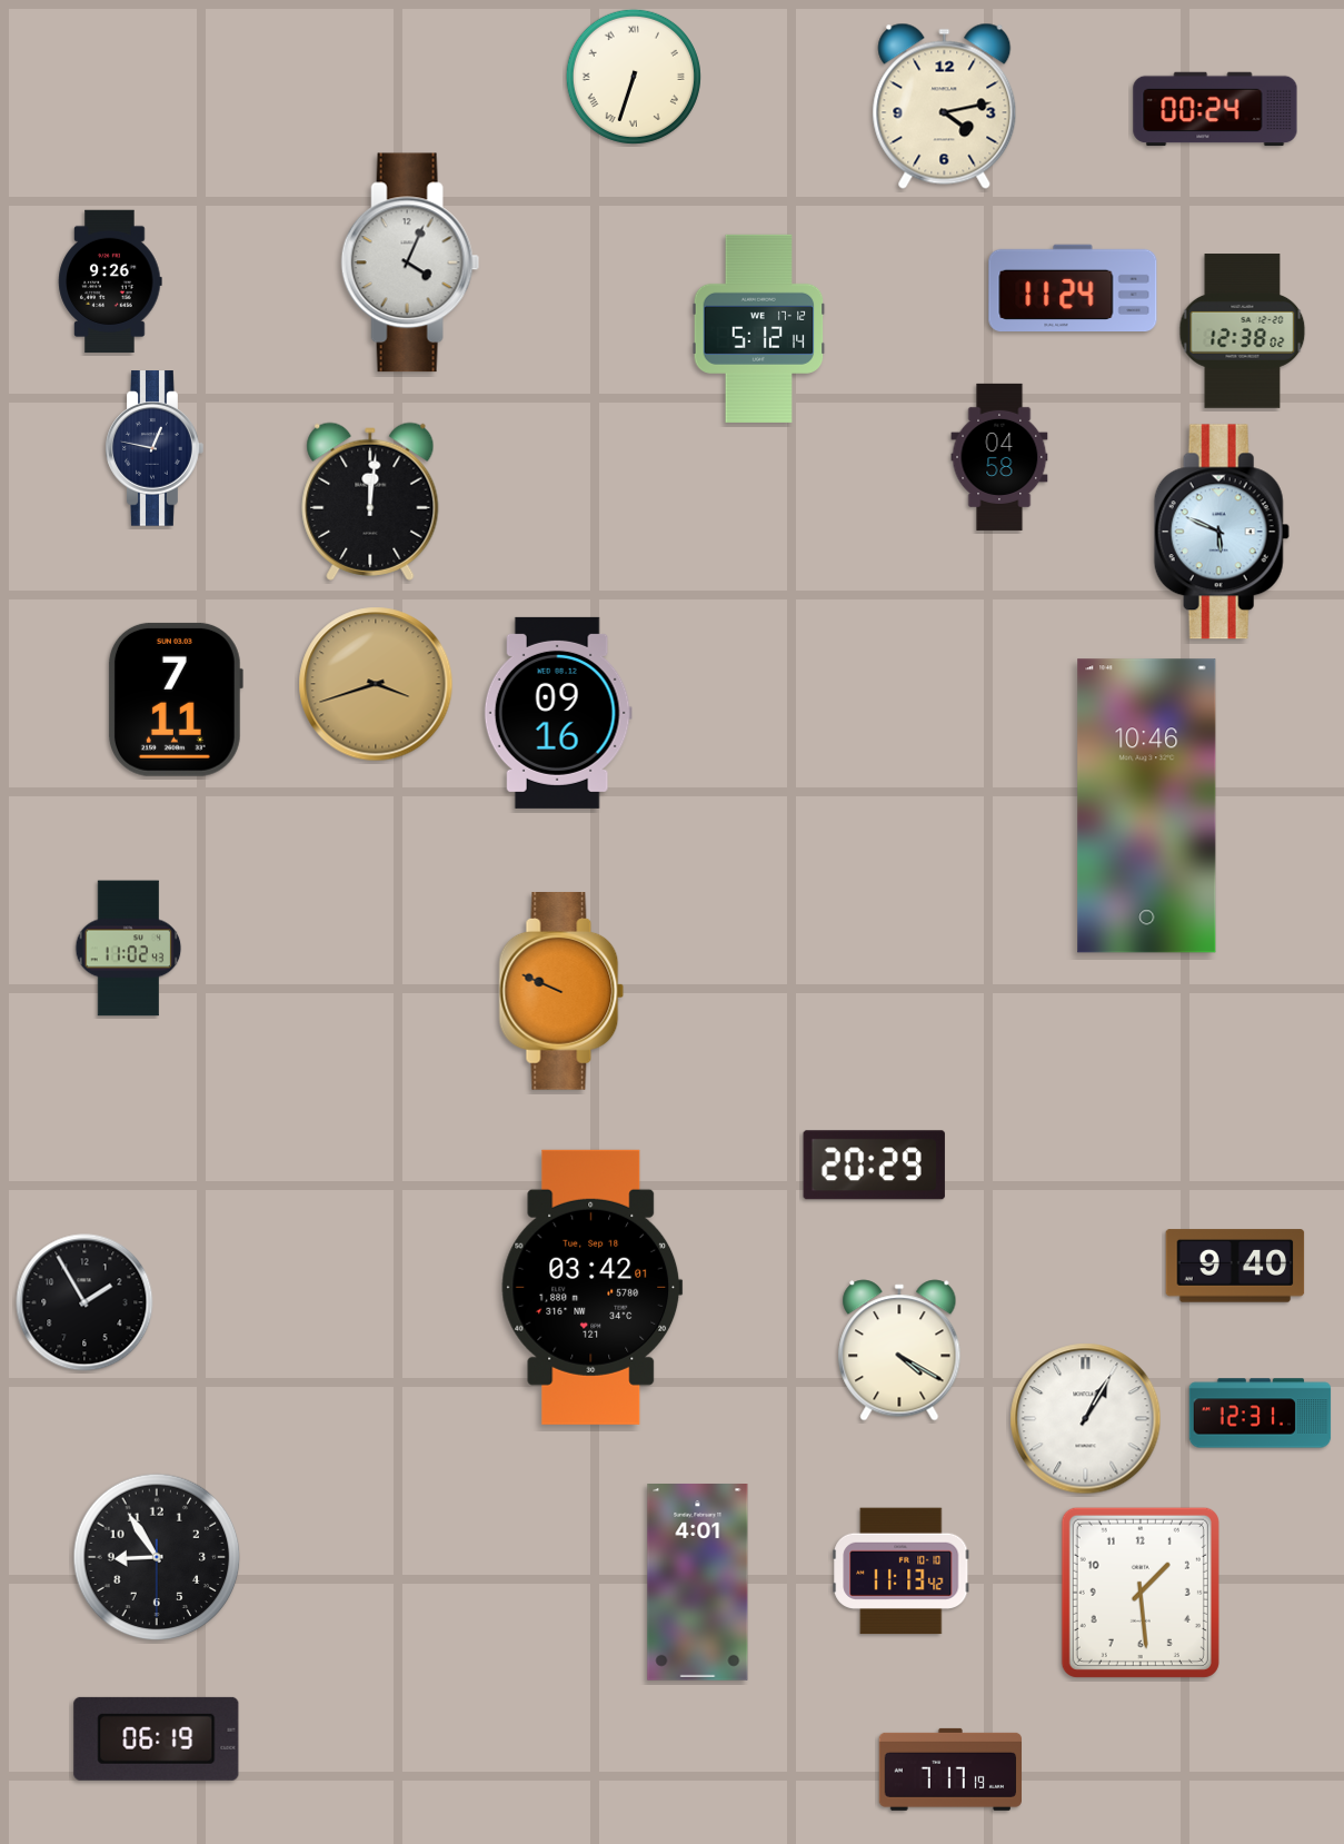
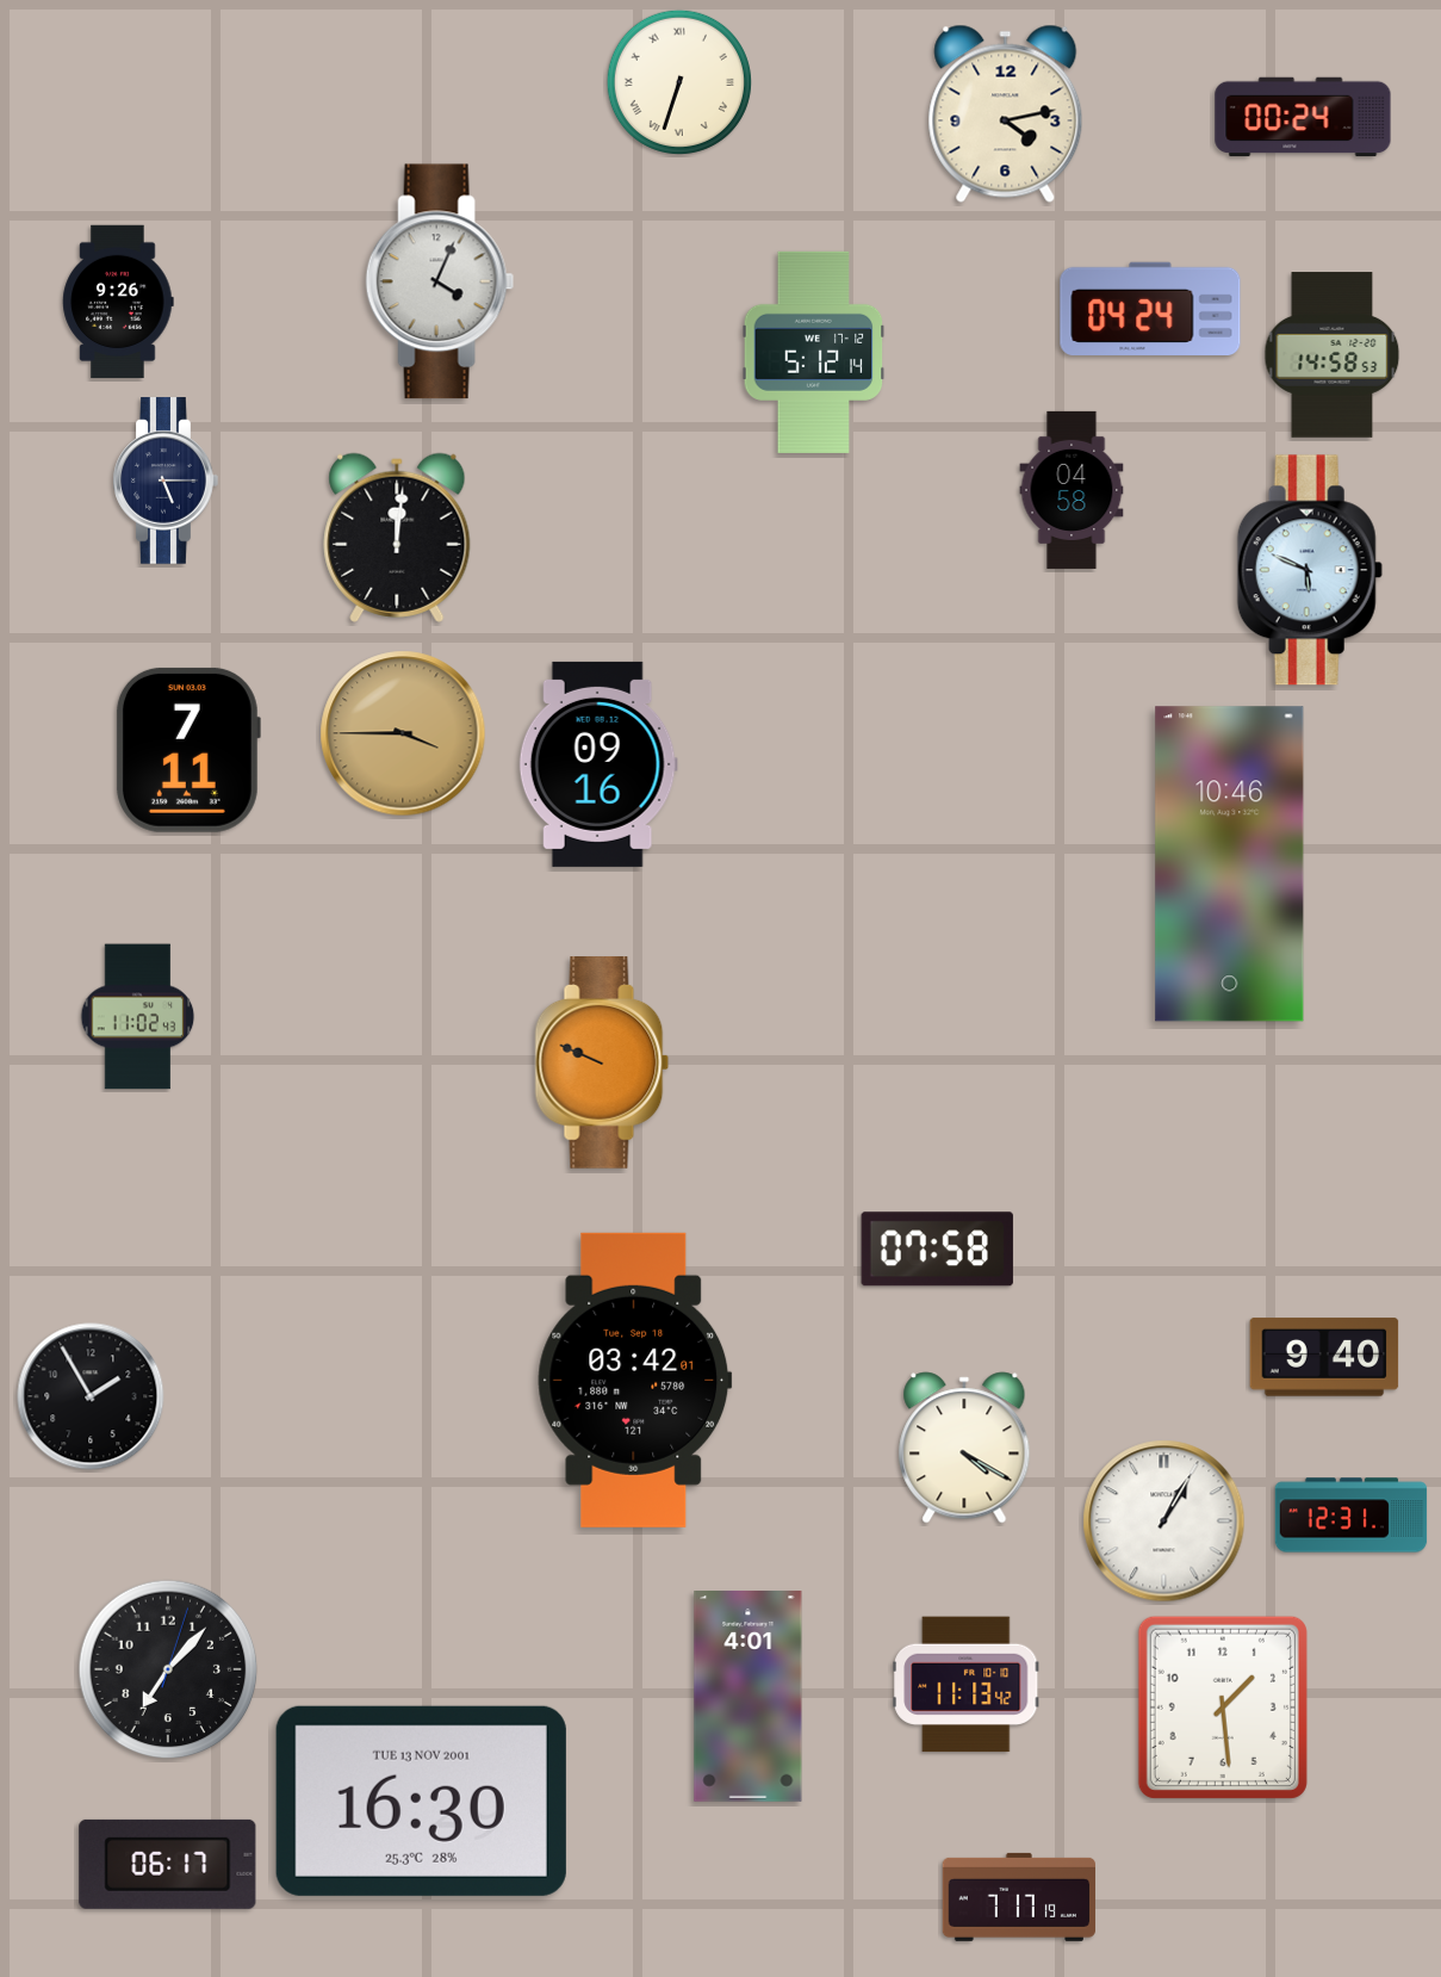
clock at (945, 106) position: (945, 106) -> (1006, 113)
clock at (1073, 287): 11:24 -> 04:24
clock at (1243, 331): 12:38 -> 14:58
clock at (155, 448): 12:47 -> 5:15
clock at (376, 684): 3:42 -> 3:45
clock at (874, 1166): 20:29 -> 07:58
clock at (157, 1557): 8:54 -> 7:07
clock at (421, 1801): none -> 16:30
clock at (157, 1738): 06:19 -> 06:17
